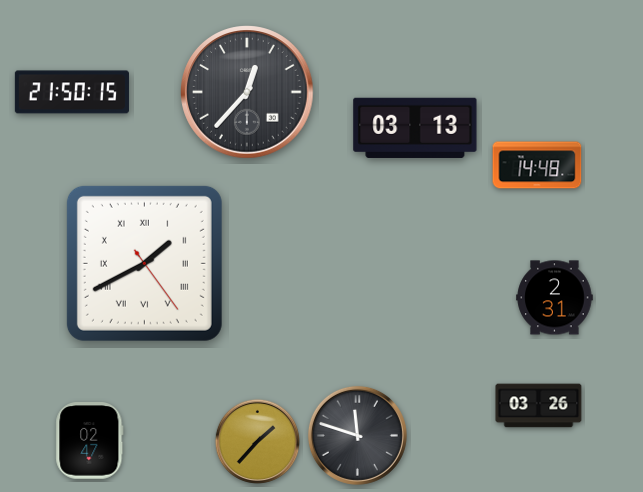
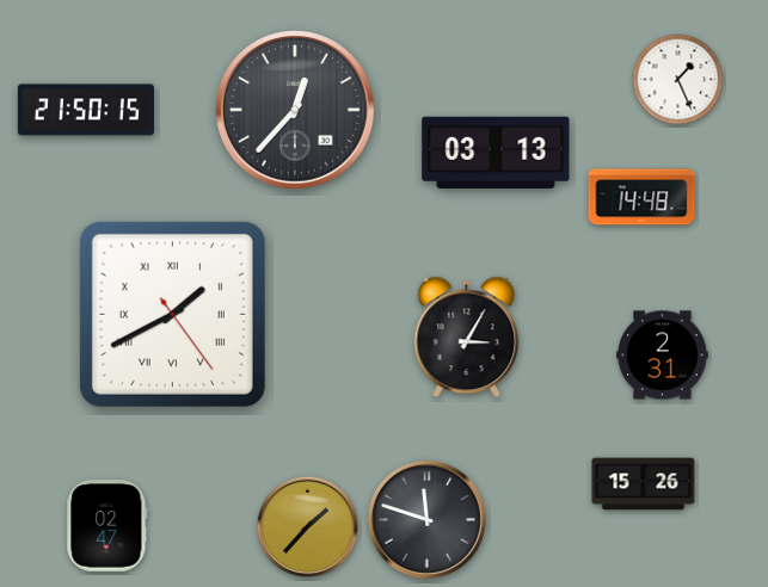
clock at (678, 80): none -> 1:26
clock at (467, 338): none -> 3:05
clock at (539, 406): 03:26 -> 15:26
